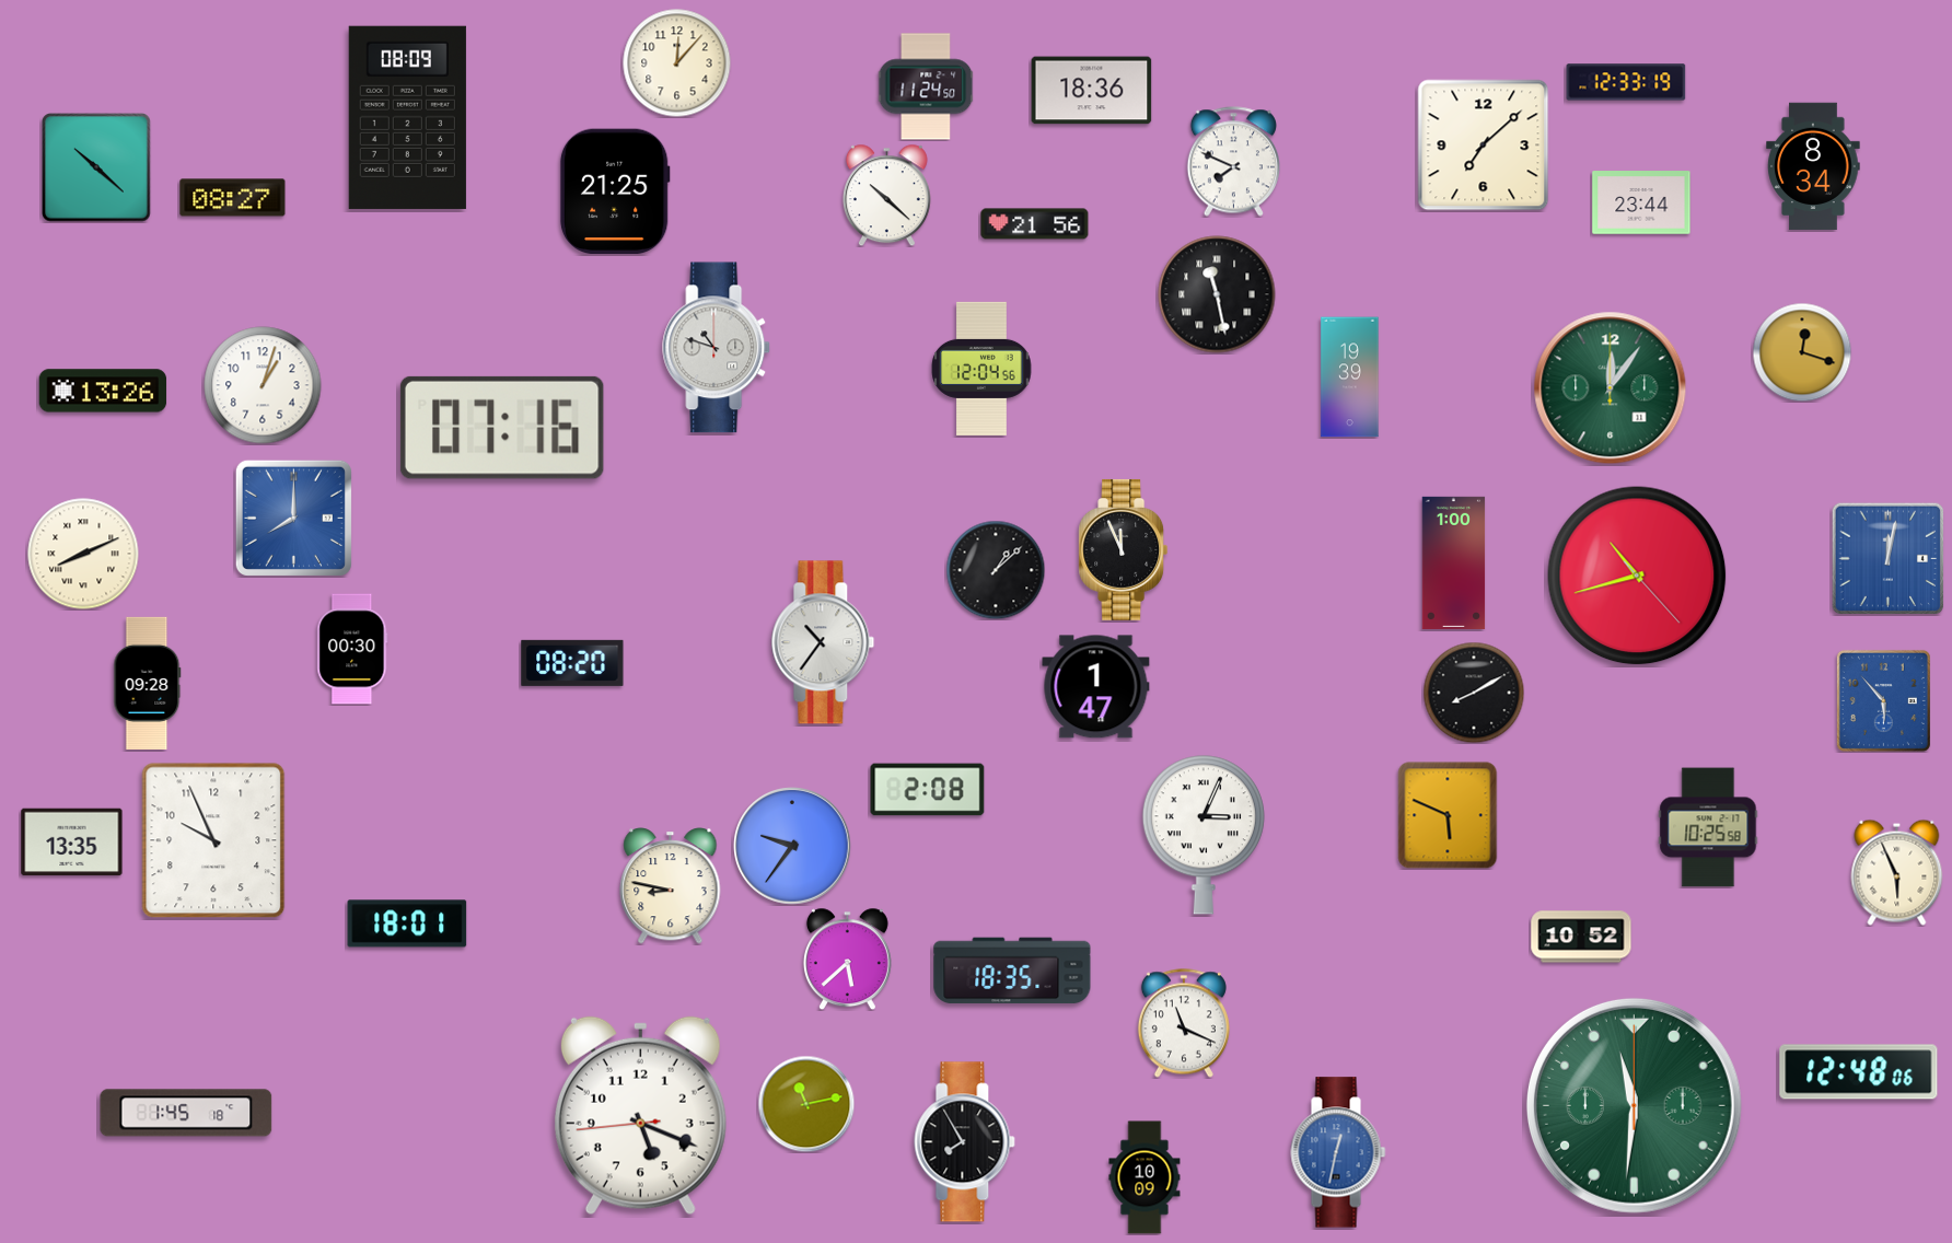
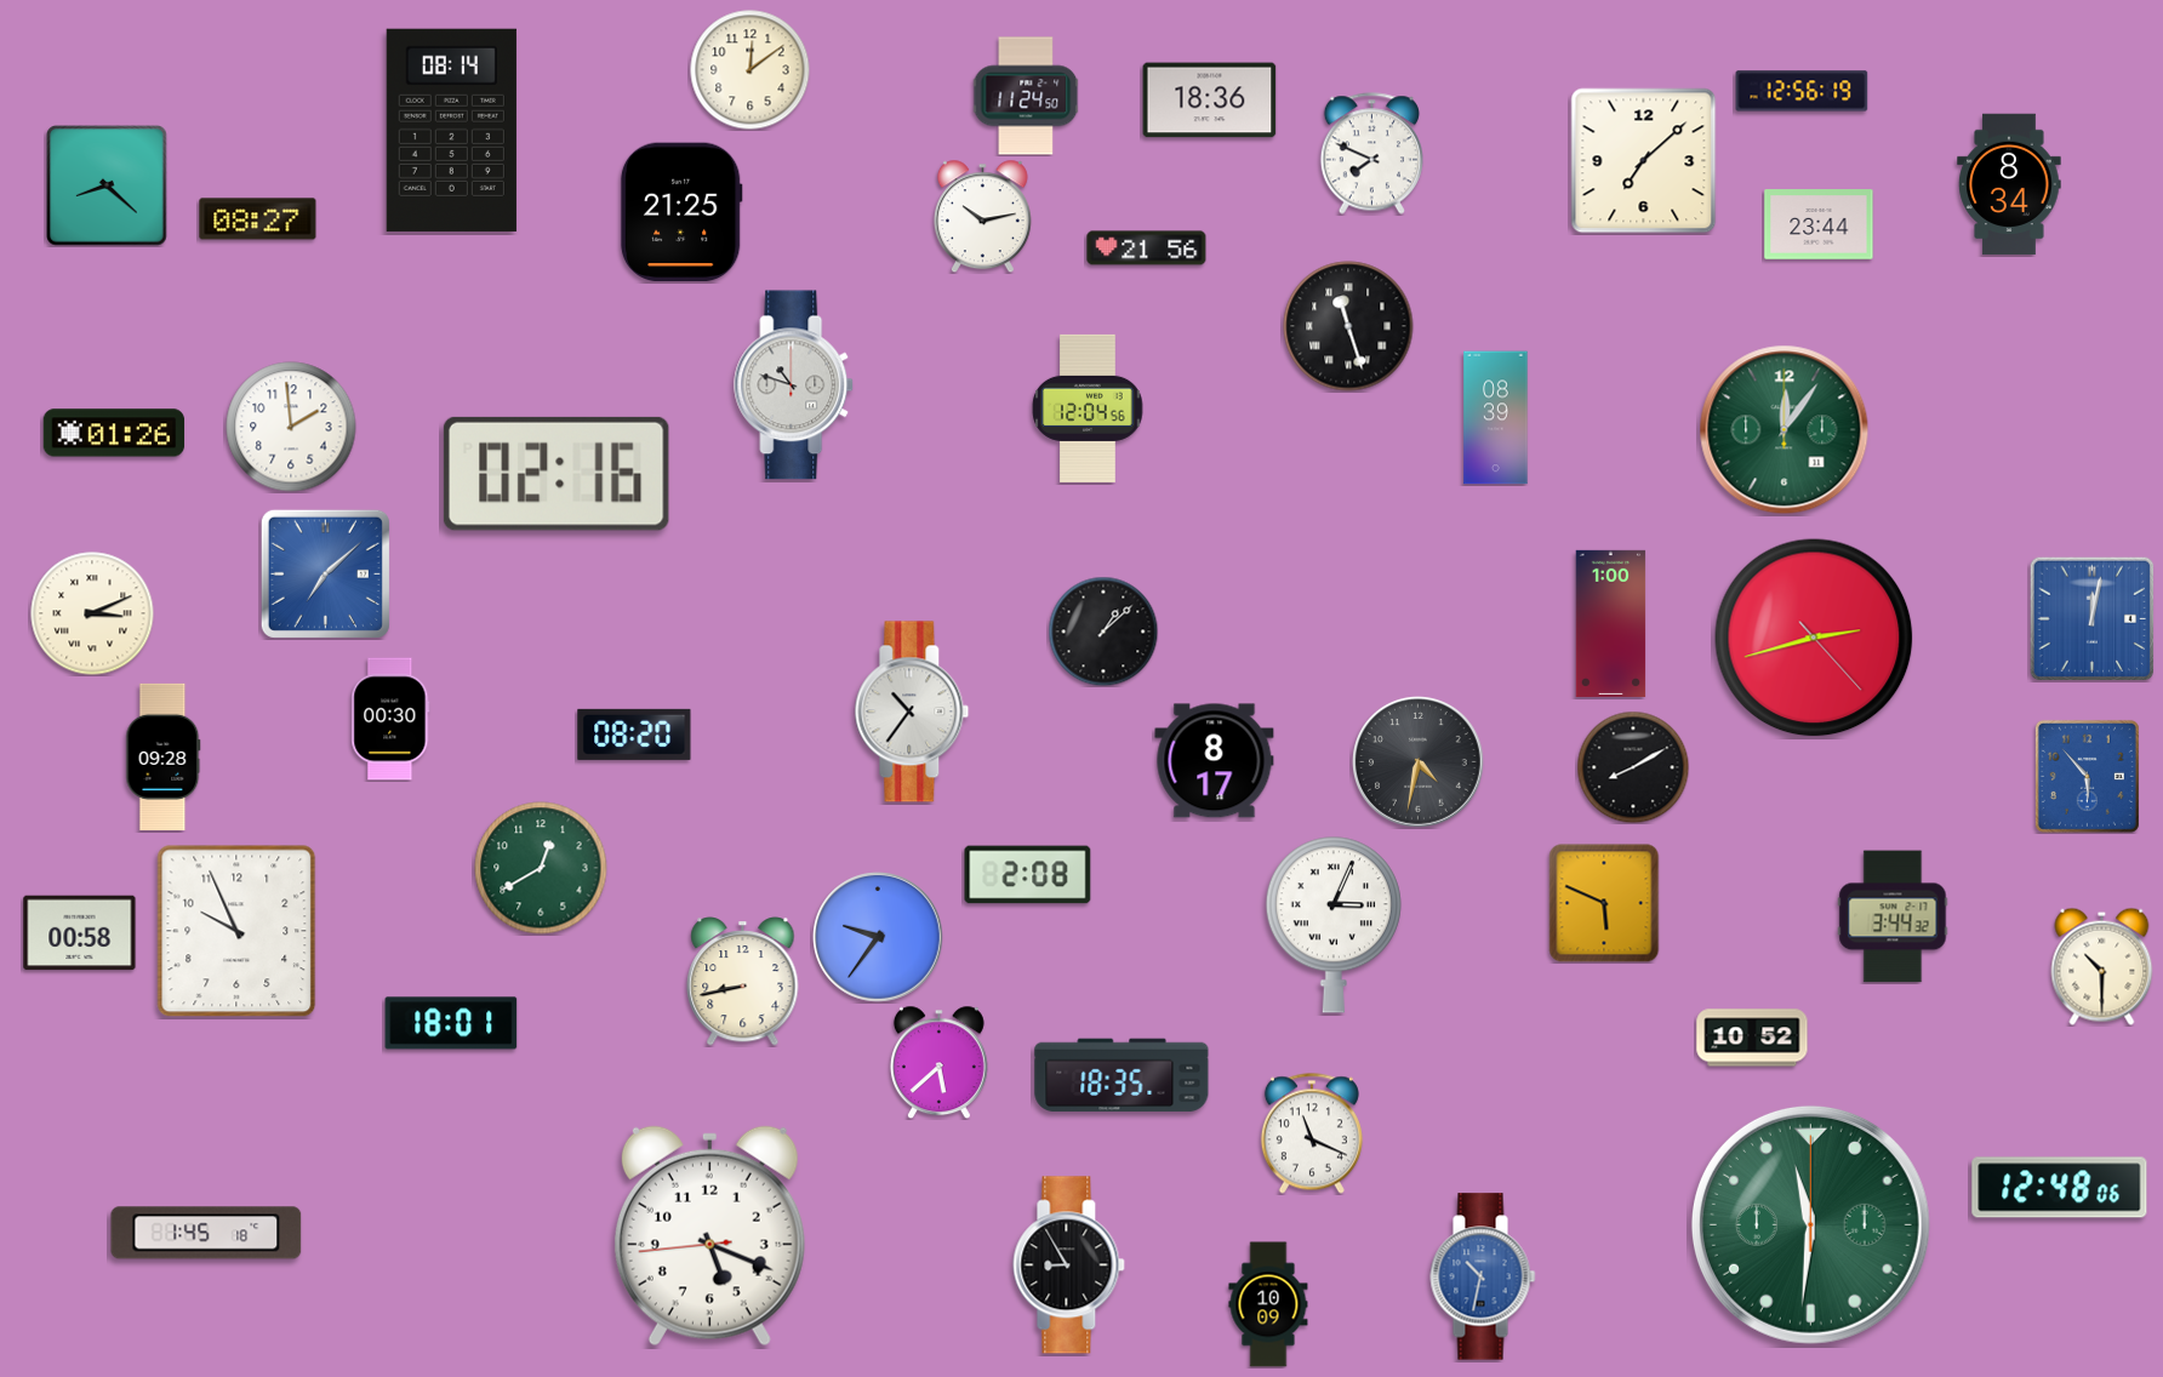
clock at (677, 63): 12:07 -> 12:09
clock at (1626, 82): 12:33 -> 12:56
clock at (407, 117): 08:09 -> 08:14
clock at (1233, 162) position: (1233, 162) -> (1371, 154)
clock at (96, 167): 10:22 -> 8:22
clock at (886, 195): 10:22 -> 10:13
clock at (1217, 294): 11:28 -> 11:27
clock at (1802, 352): 12:18 -> none
clock at (1350, 377): 19:39 -> 08:39
clock at (263, 385): 1:03 -> 1:59
clock at (103, 391): 13:26 -> 01:26
clock at (502, 428): 07:16 -> 02:16
clock at (293, 518): 8:00 -> 7:08
clock at (1124, 549): 11:56 -> none
clock at (83, 554): 8:11 -> 3:11
clock at (1637, 576): 10:42 -> 2:42
clock at (1096, 687): 1:47 -> 8:17
clock at (1419, 762): none -> 4:32
clock at (541, 868): none -> 12:40
clock at (1708, 827): 10:25 -> 3:44
clock at (72, 843): 13:35 -> 00:58
clock at (1897, 872): 5:56 -> 10:30
clock at (671, 886): 8:47 -> 8:43
clock at (806, 1104): 11:13 -> none
clock at (965, 1142): 7:55 -> 8:55
clock at (1338, 1152): 12:32 -> 10:32
